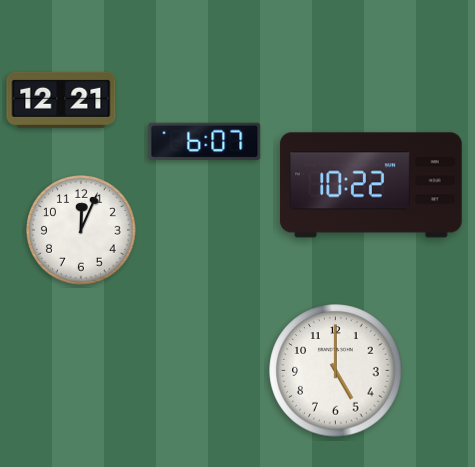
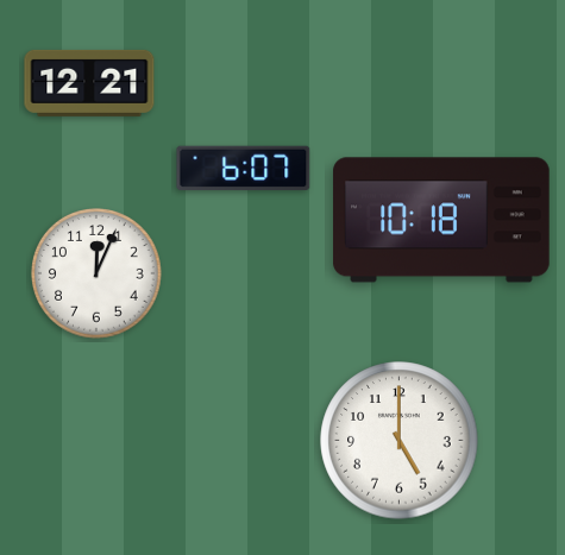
clock at (61, 100) position: (61, 100) -> (89, 83)
clock at (371, 185): 10:22 -> 10:18
